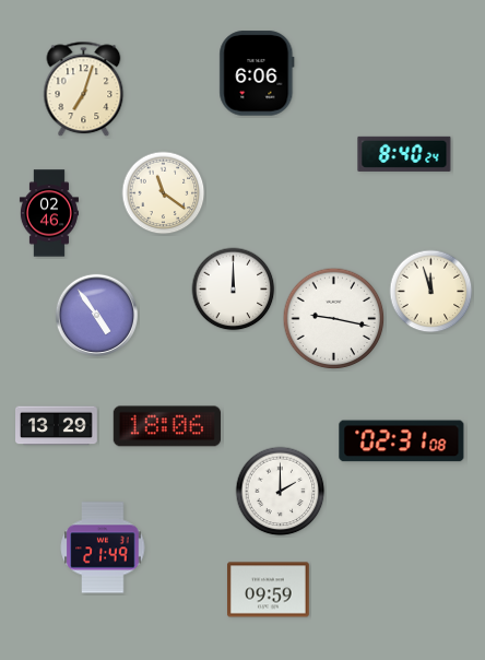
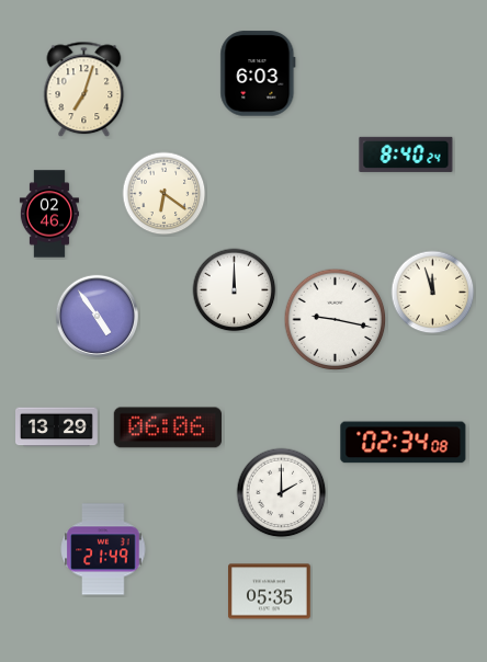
clock at (257, 73): 6:06 -> 6:03
clock at (164, 193): 11:21 -> 6:21
clock at (166, 426): 18:06 -> 06:06
clock at (402, 441): 02:31 -> 02:34
clock at (269, 590): 09:59 -> 05:35
